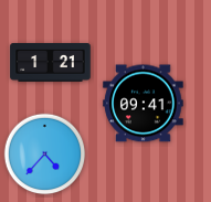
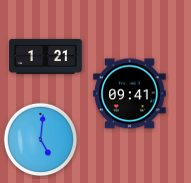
clock at (45, 155): 4:37 -> 5:01
